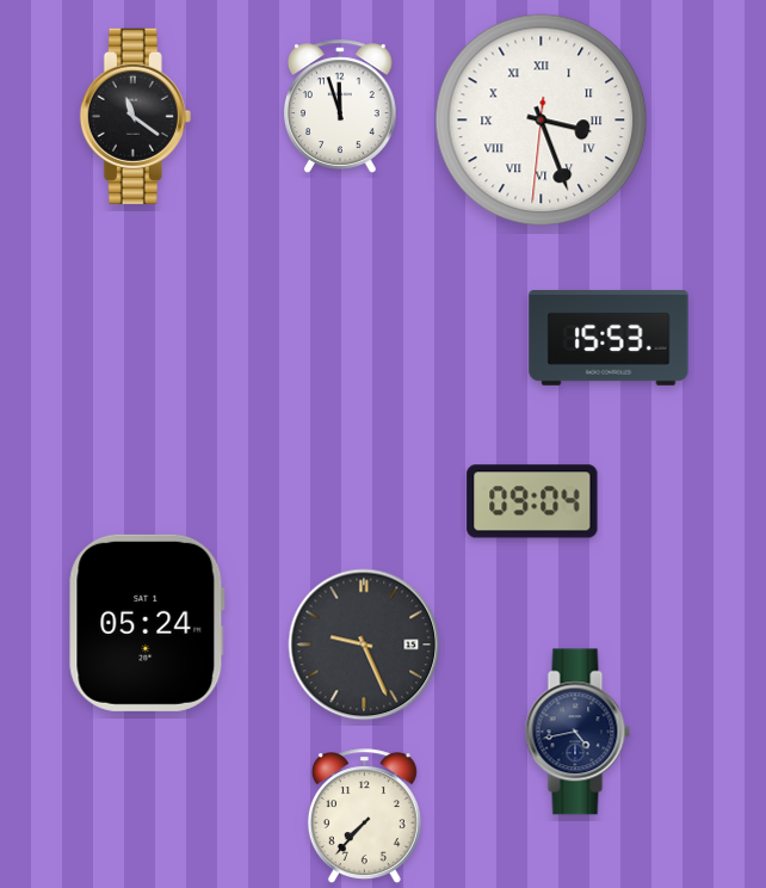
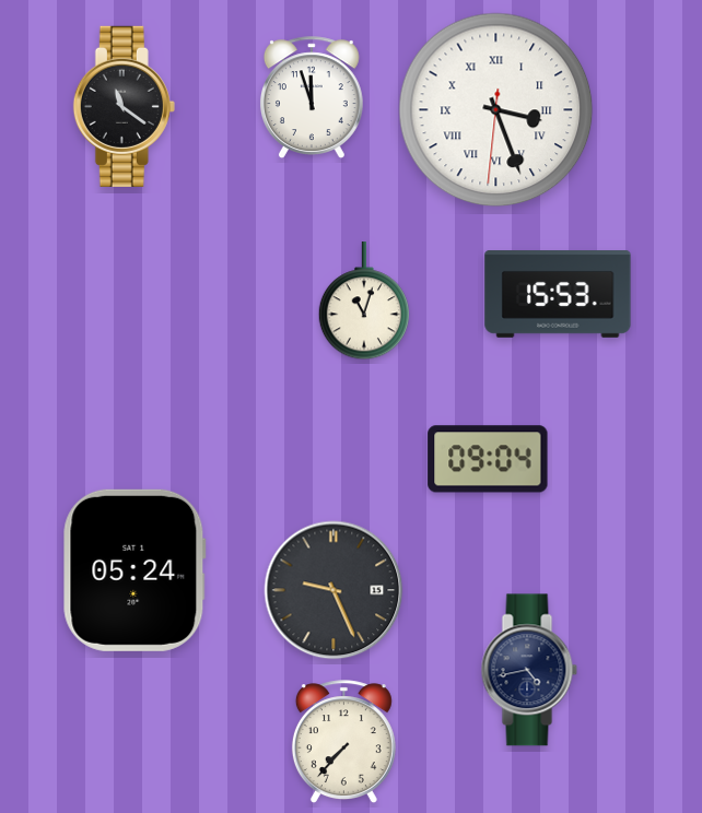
clock at (363, 302): none -> 11:03
clock at (609, 339) position: (609, 339) -> (558, 295)
clock at (364, 816) position: (364, 816) -> (343, 742)
